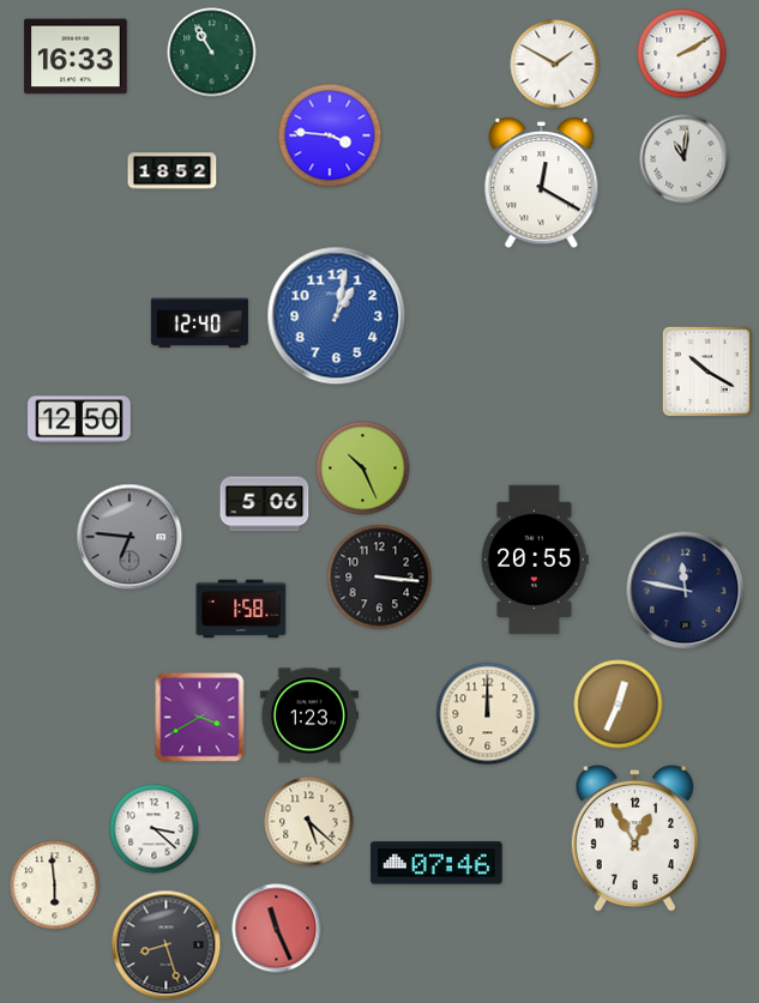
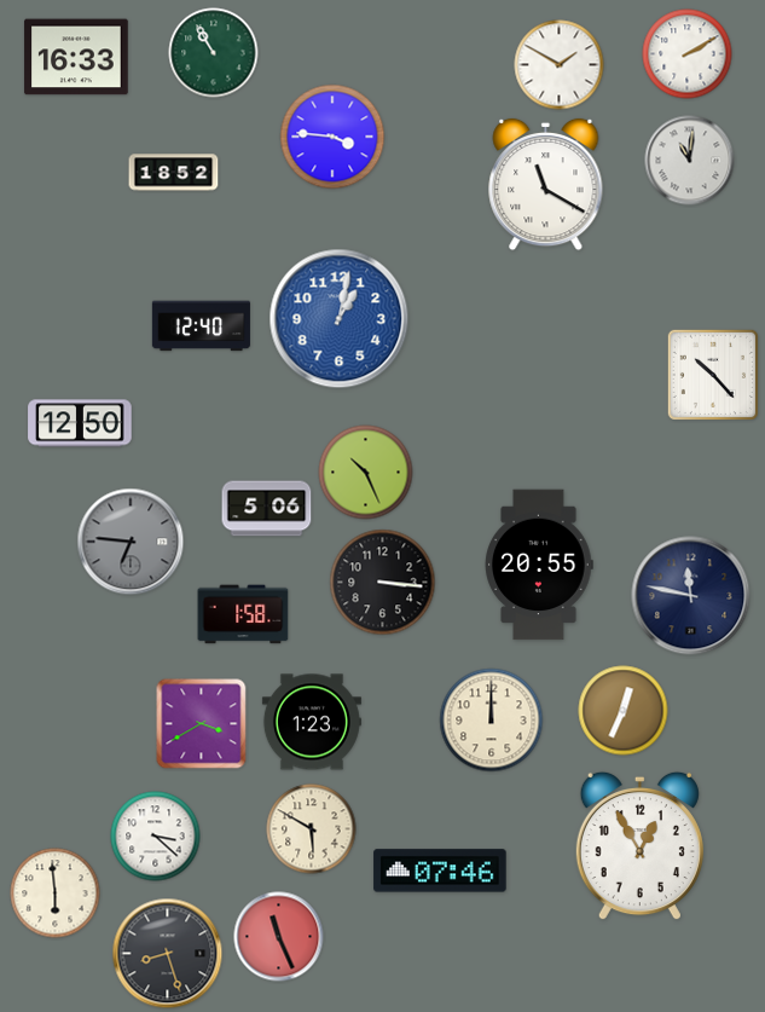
clock at (542, 183): 12:20 -> 11:20
clock at (707, 371): 10:20 -> 10:23
clock at (309, 822): 5:22 -> 5:50
